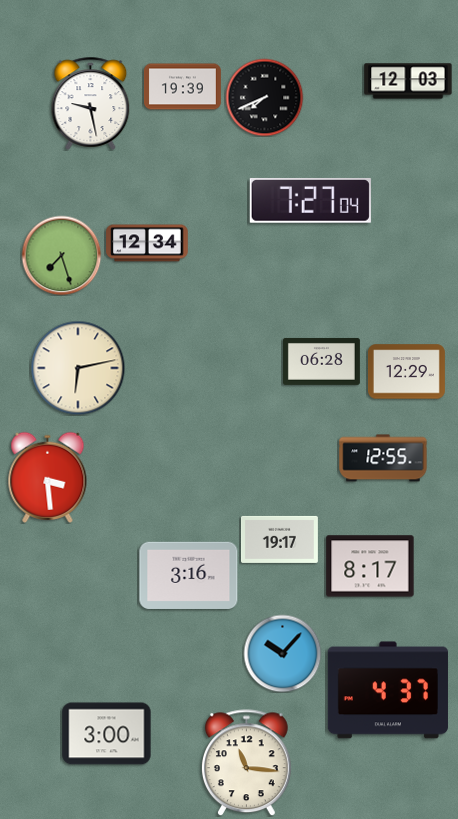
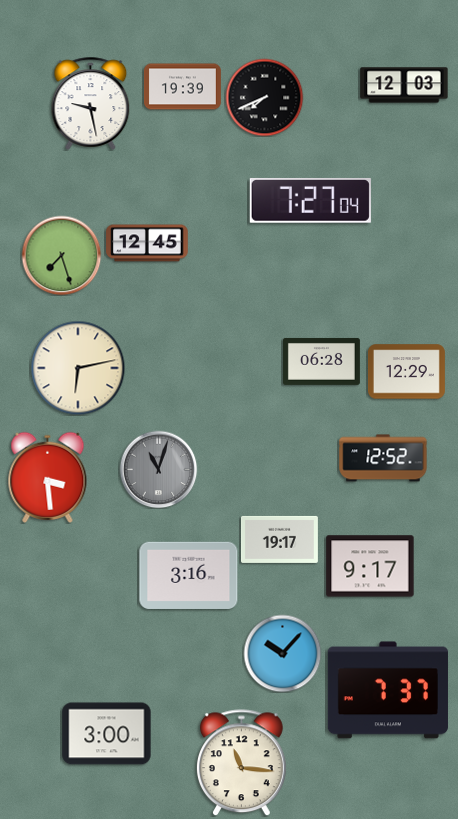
clock at (408, 81) position: (408, 81) -> (404, 85)
clock at (147, 243): 12:34 -> 12:45
clock at (383, 458): 12:55 -> 12:52
clock at (158, 469): none -> 11:03
clock at (370, 566): 8:17 -> 9:17
clock at (388, 690): 4:37 -> 7:37
clock at (246, 763) position: (246, 763) -> (241, 763)
